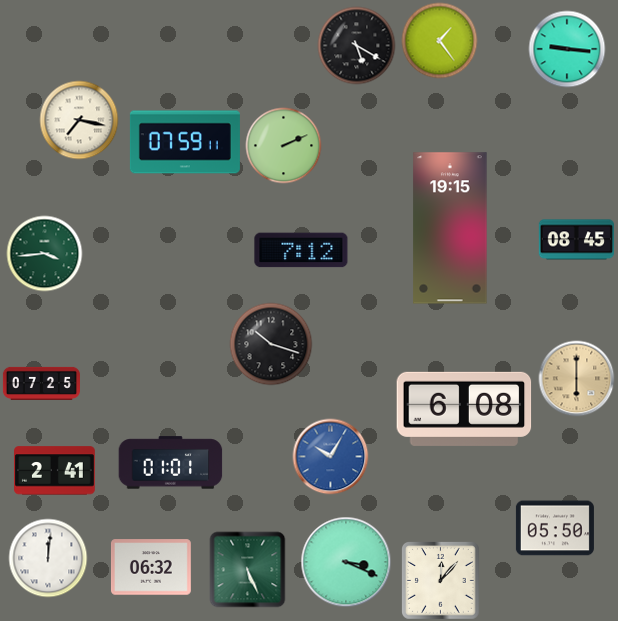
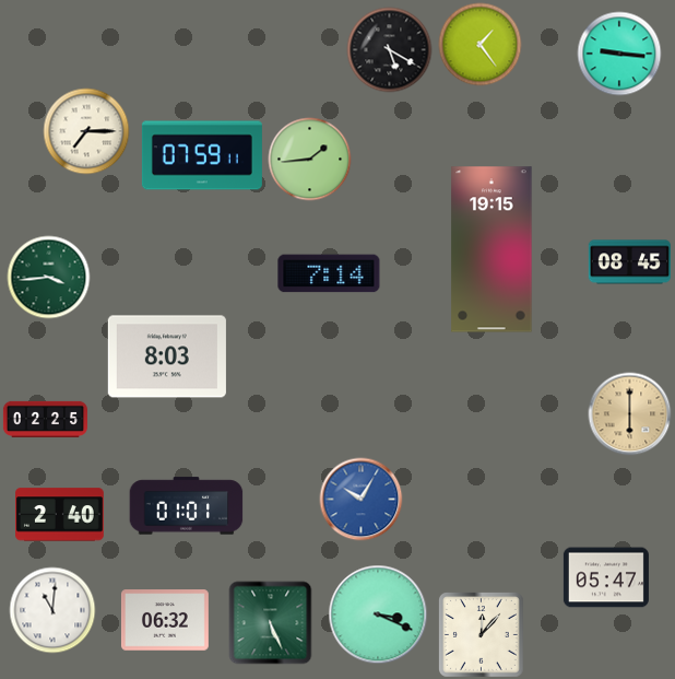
clock at (79, 120): 7:17 -> 7:15
clock at (284, 146): 2:11 -> 1:44
clock at (301, 250): 7:12 -> 7:14
clock at (167, 356): none -> 8:03
clock at (271, 344): 10:18 -> none
clock at (41, 383): 07:25 -> 02:25
clock at (464, 409): 6:08 -> none
clock at (55, 471): 2:41 -> 2:40
clock at (555, 528): 05:50 -> 05:47
clock at (48, 558): 12:01 -> 11:01
